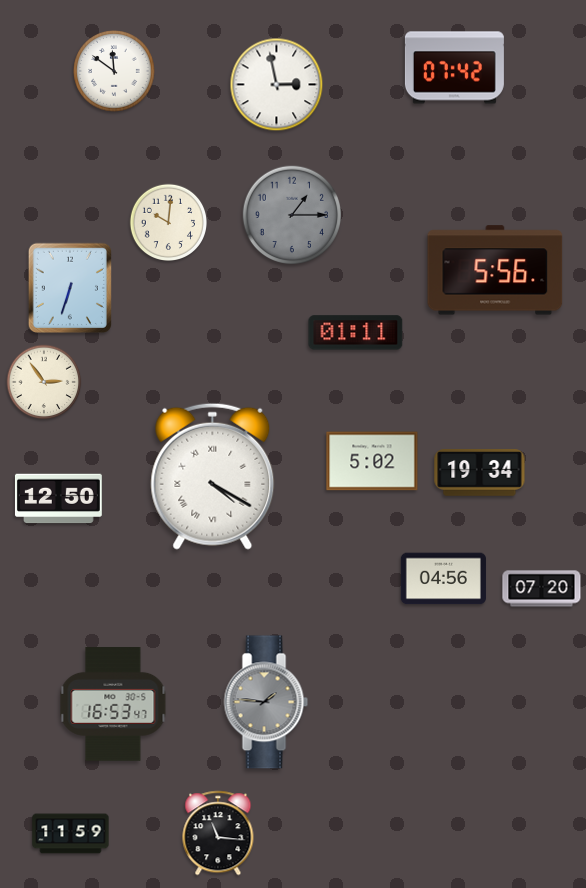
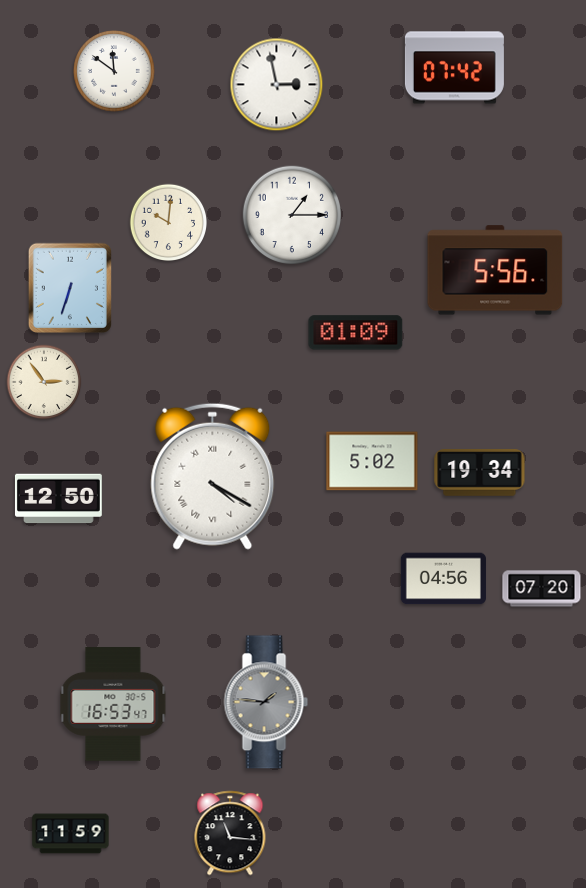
clock at (291, 214) dial: grey -> white
clock at (356, 333): 01:11 -> 01:09
clock at (218, 833) position: (218, 833) -> (230, 833)
